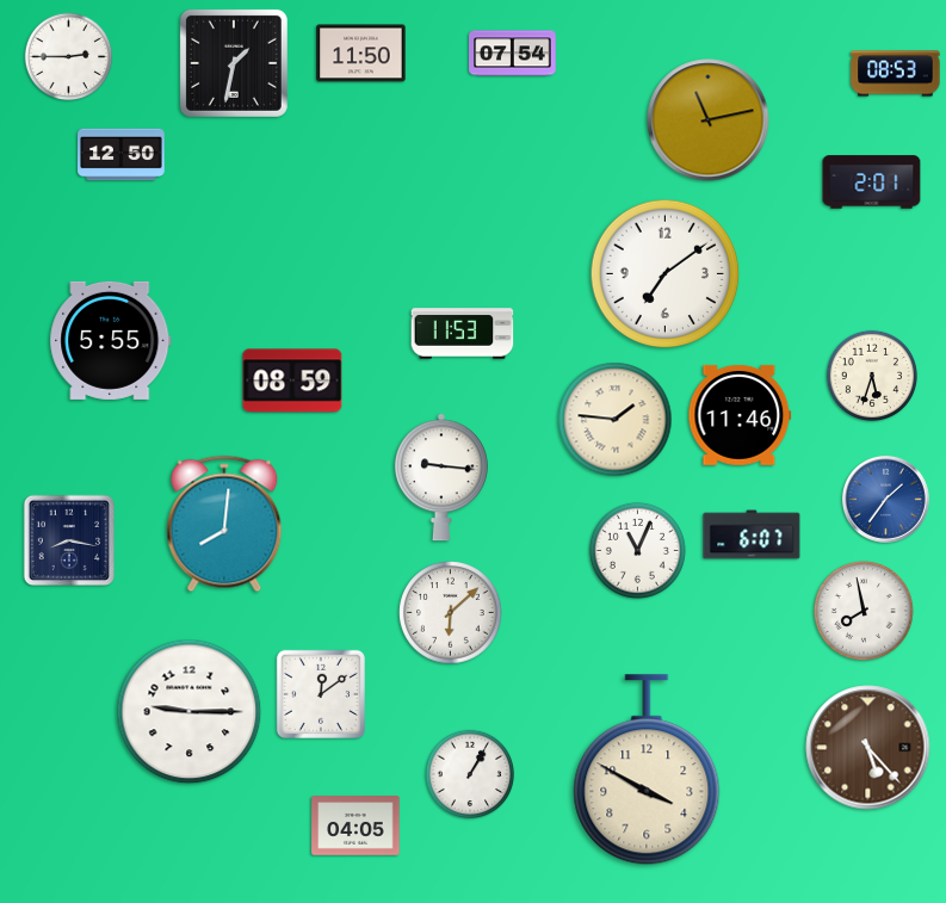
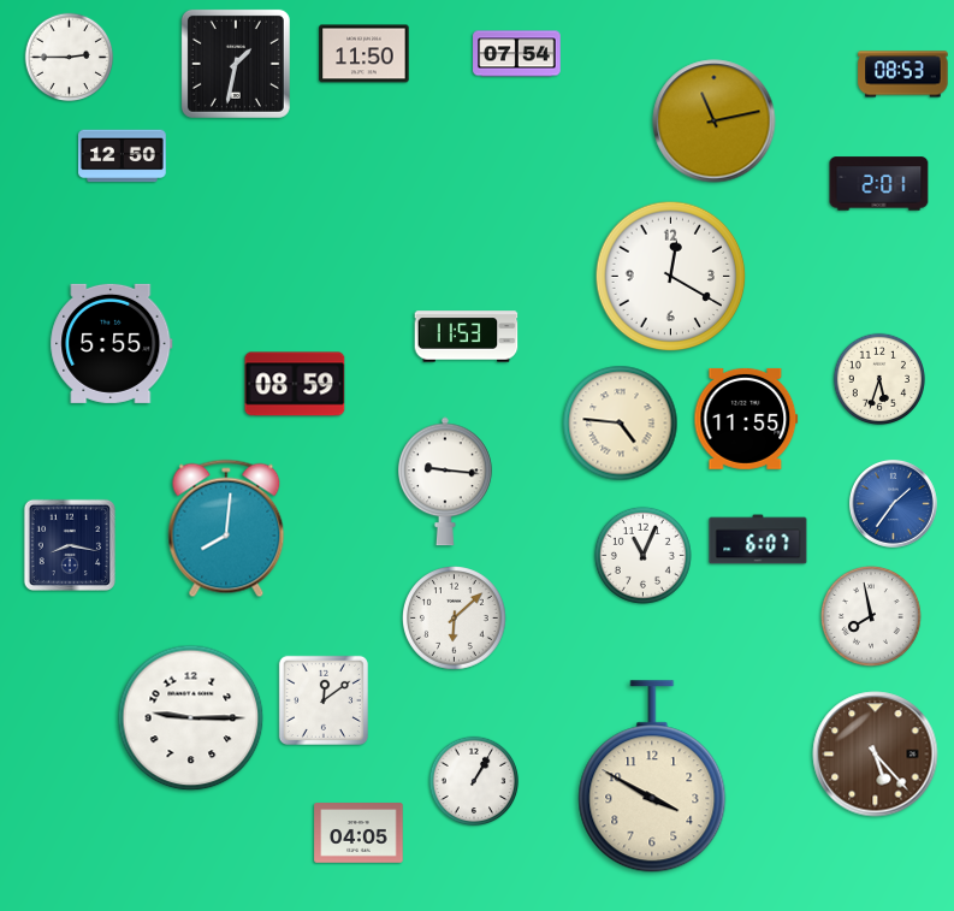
clock at (666, 274): 7:09 -> 12:20
clock at (740, 415): 11:46 -> 11:55
clock at (616, 420): 1:46 -> 4:46
